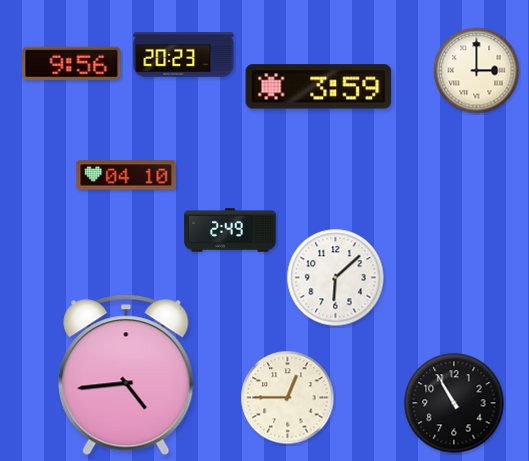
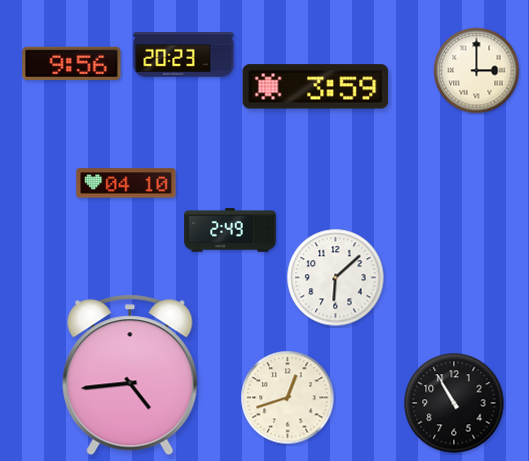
clock at (319, 87) position: (319, 87) -> (316, 87)
clock at (126, 175) position: (126, 175) -> (126, 183)
clock at (126, 375) position: (126, 375) -> (130, 375)
clock at (288, 398): 12:45 -> 12:42
